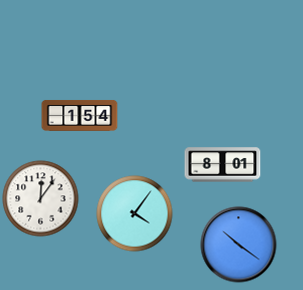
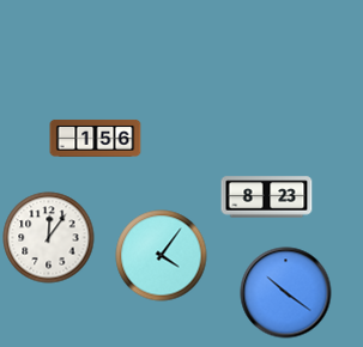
clock at (80, 115): 1:54 -> 1:56
clock at (223, 165): 8:01 -> 8:23
